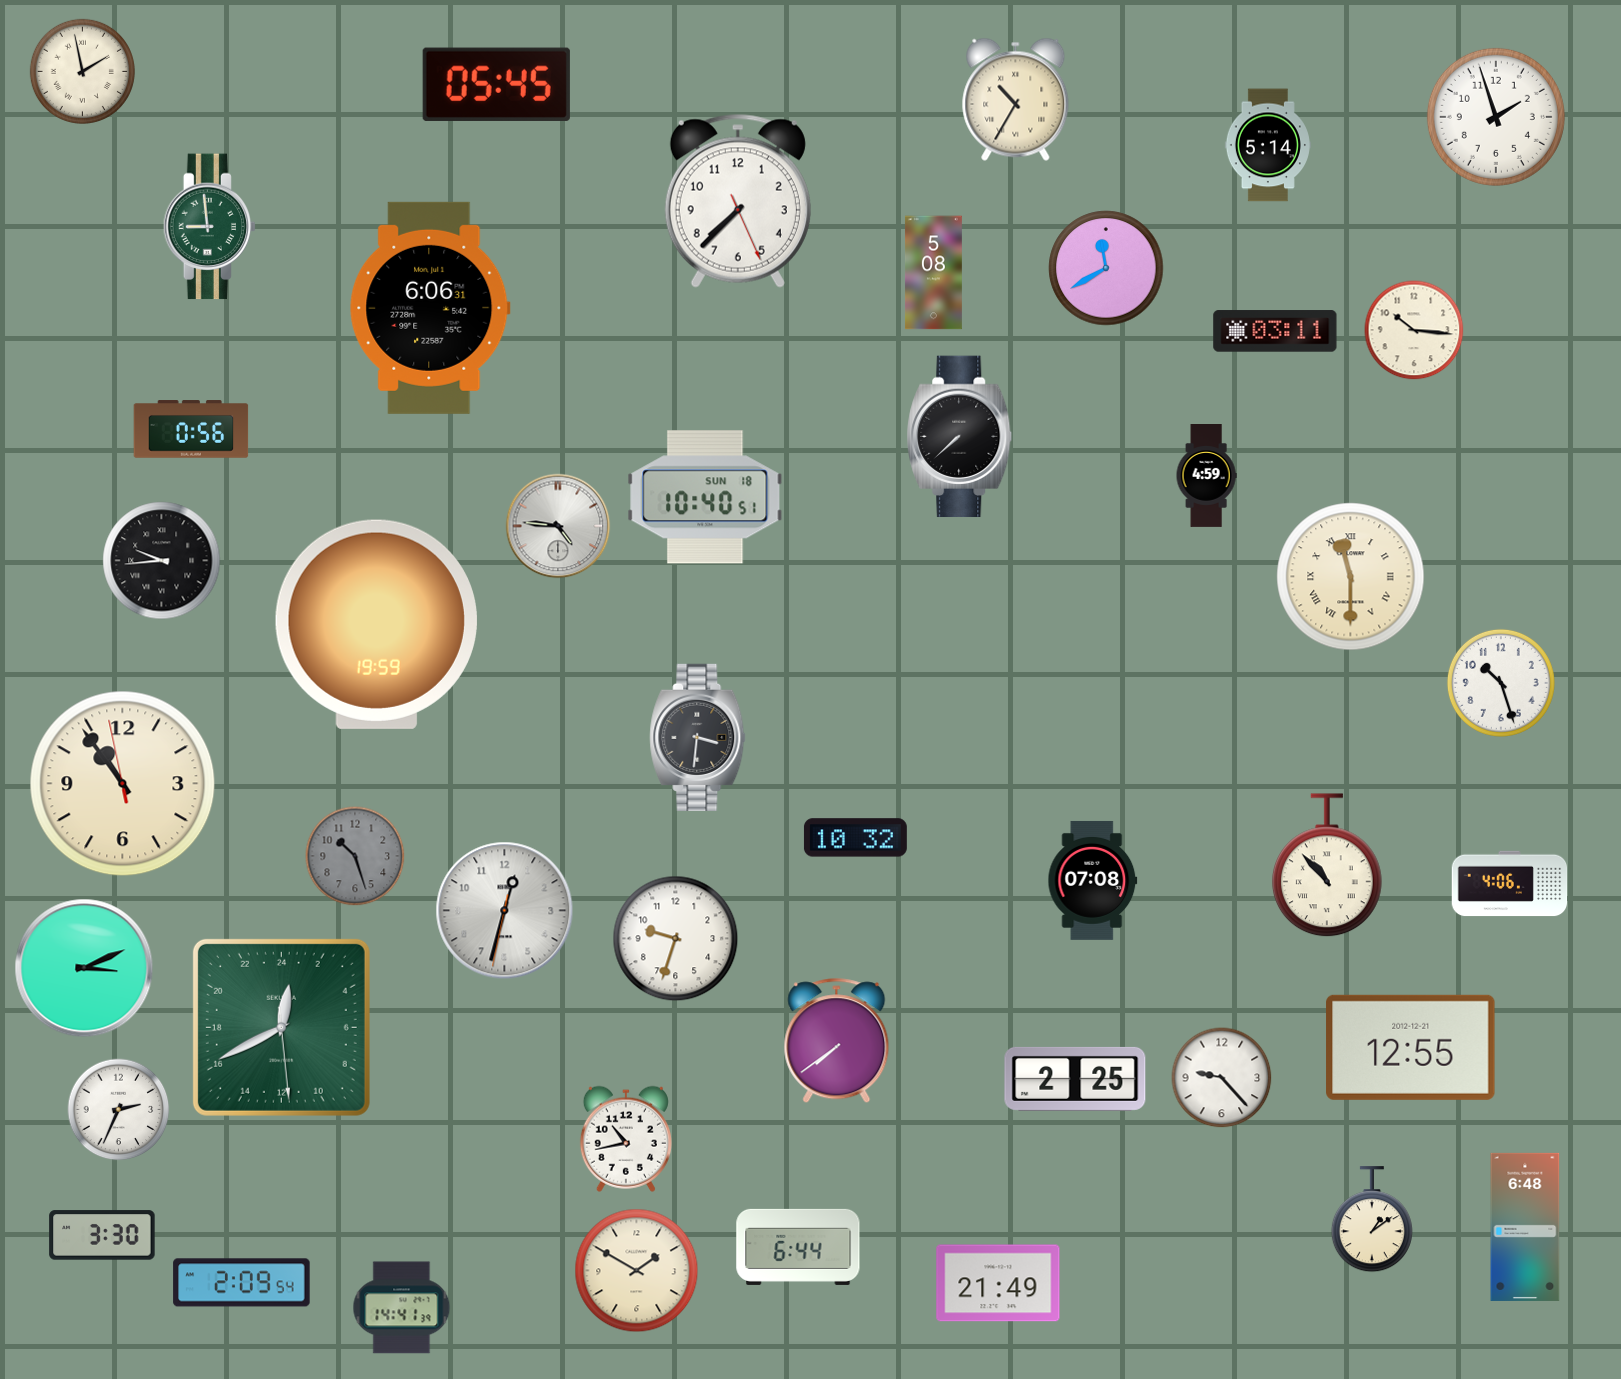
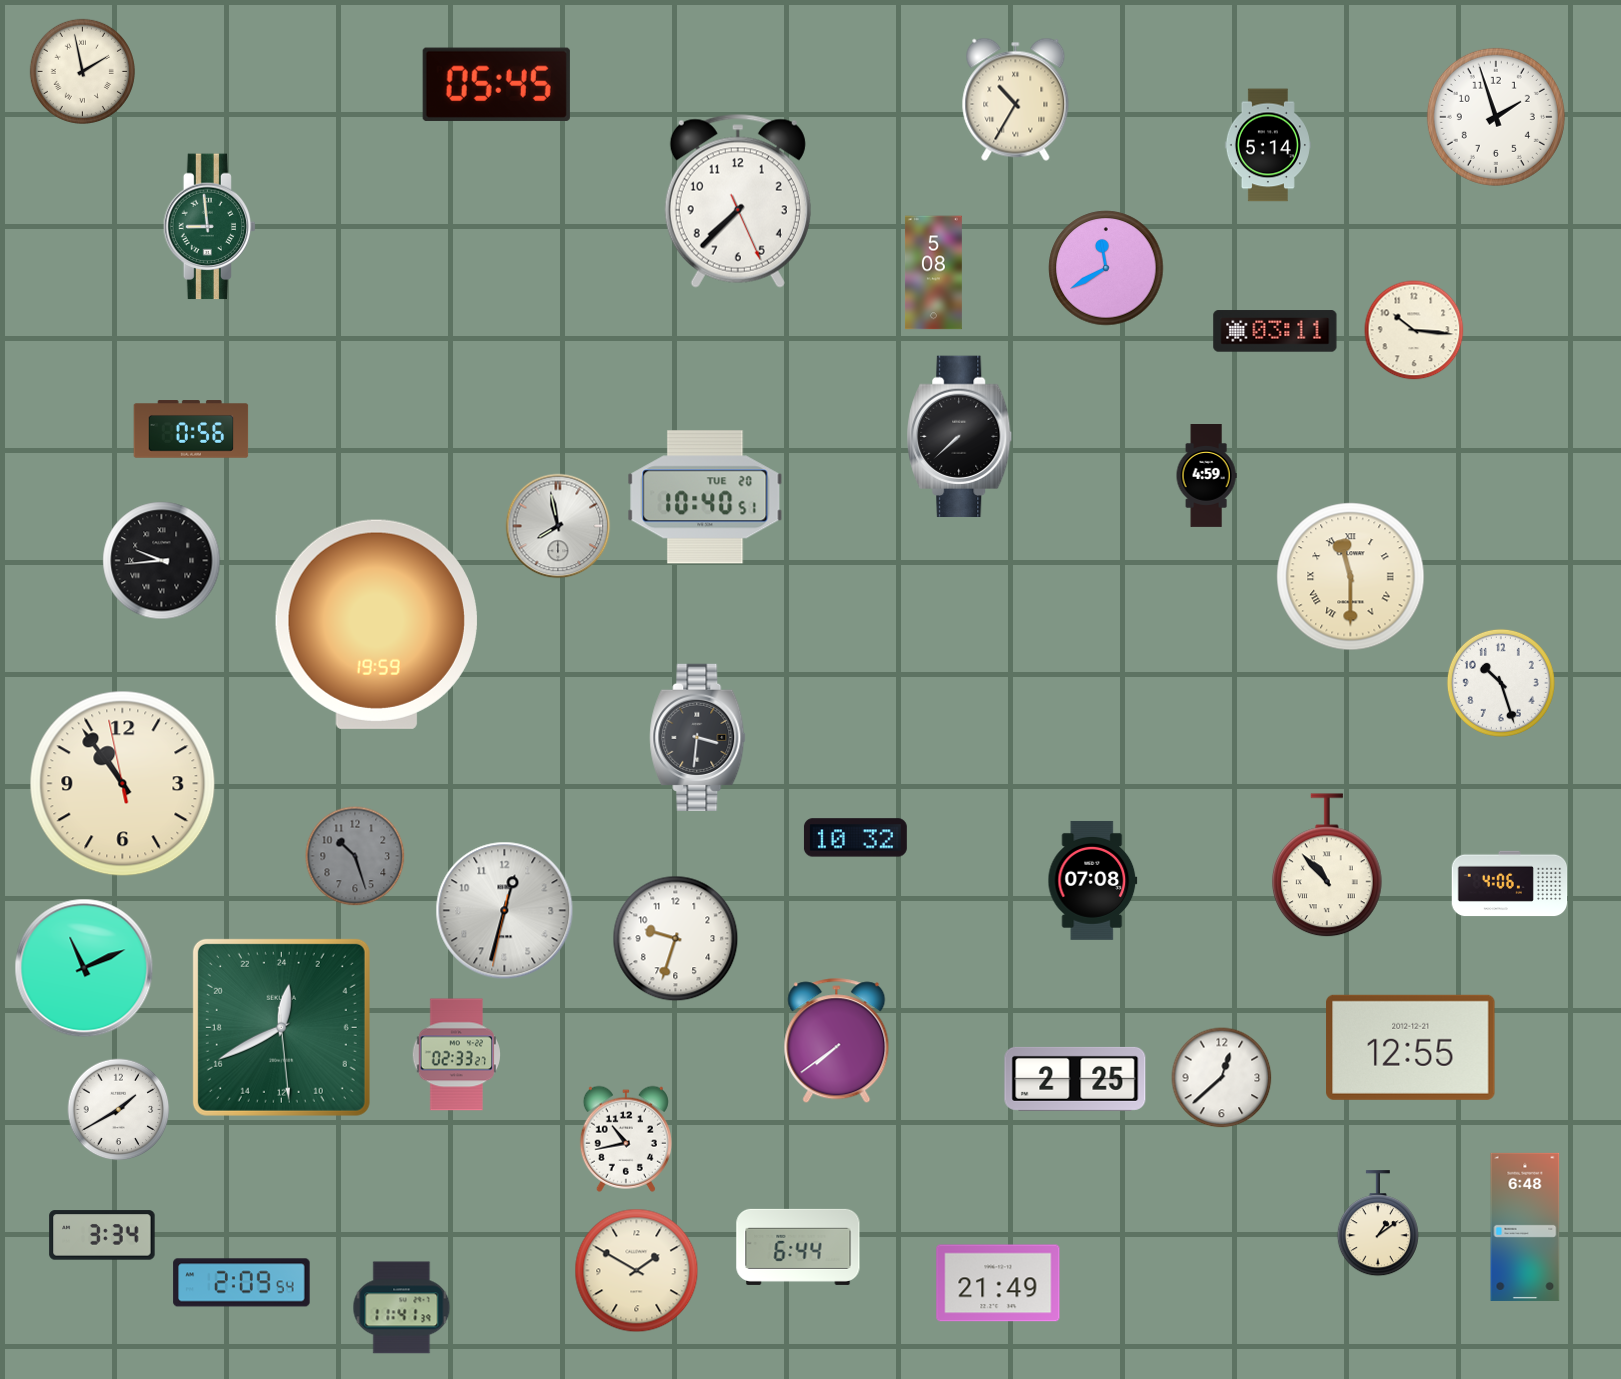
clock at (430, 308): 6:06 -> none
clock at (705, 497) date: SUN 18 -> TUE 20
clock at (558, 526): 4:46 -> 7:58
clock at (84, 968): 3:11 -> 11:11
clock at (456, 1055): none -> 02:33
clock at (1222, 1078): 9:23 -> 12:38
clock at (119, 1110): 2:34 -> 1:40
clock at (1372, 1220) position: (1372, 1220) -> (1378, 1224)
clock at (102, 1235): 3:30 -> 3:34
clock at (402, 1308): 14:41 -> 11:41
